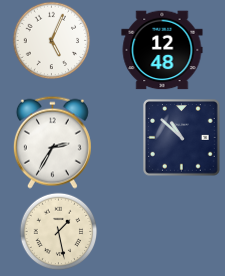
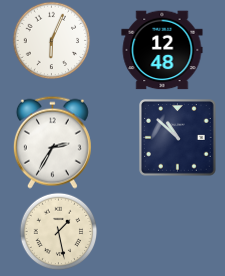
clock at (51, 40): 5:04 -> 6:04
clock at (182, 138) position: (182, 138) -> (178, 138)
